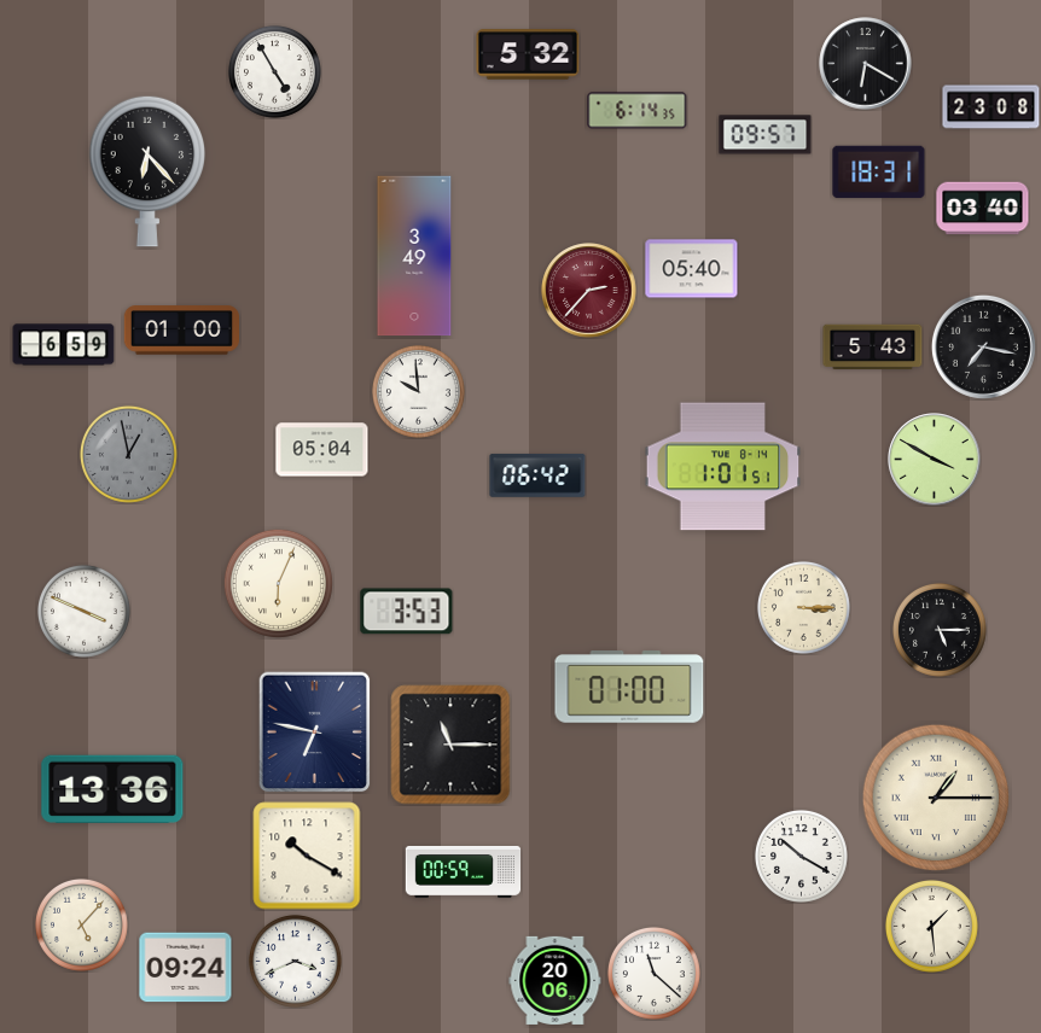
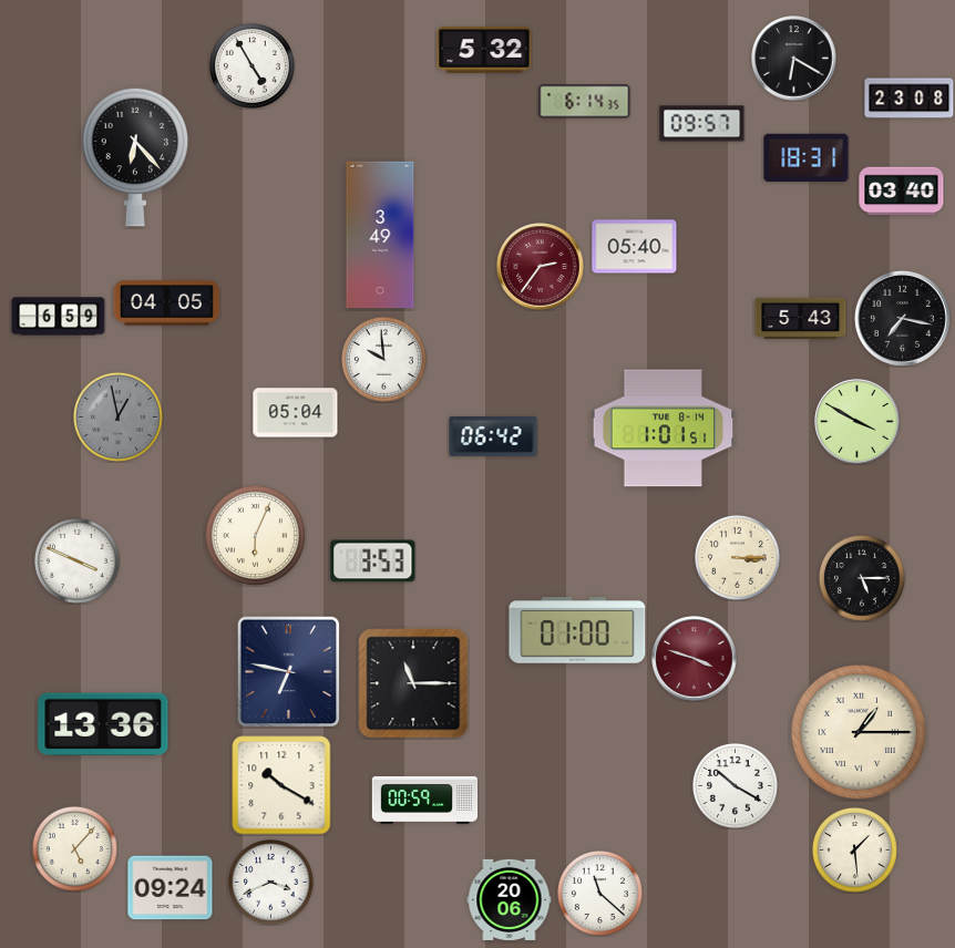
clock at (589, 291): 2:37 -> 2:36
clock at (181, 331): 01:00 -> 04:05
clock at (695, 659): none -> 3:48
